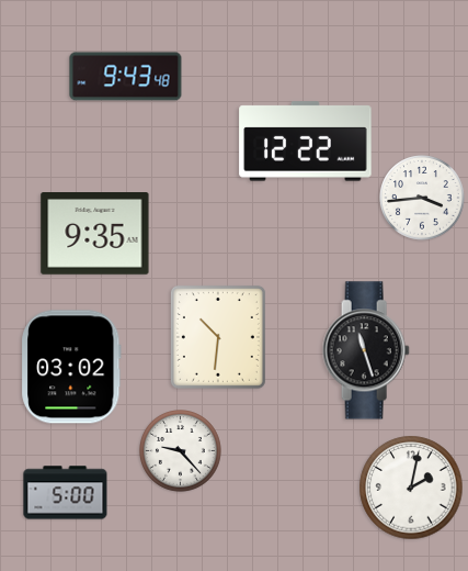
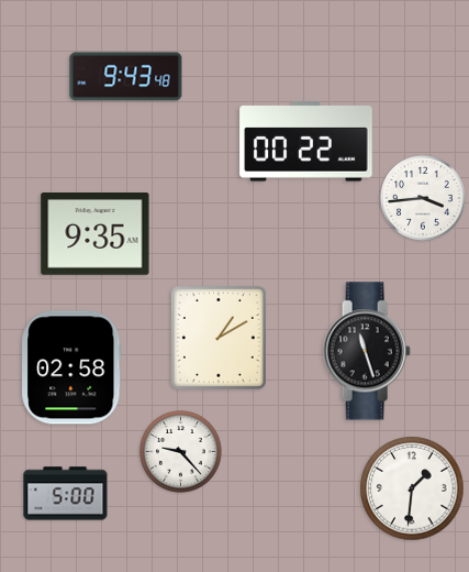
clock at (306, 142): 12:22 -> 00:22
clock at (218, 337): 10:31 -> 1:10
clock at (71, 367): 03:02 -> 02:58
clock at (411, 488): 2:02 -> 1:31
